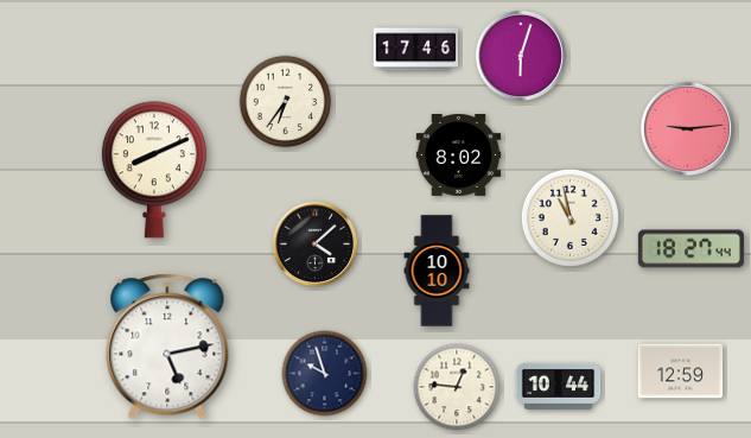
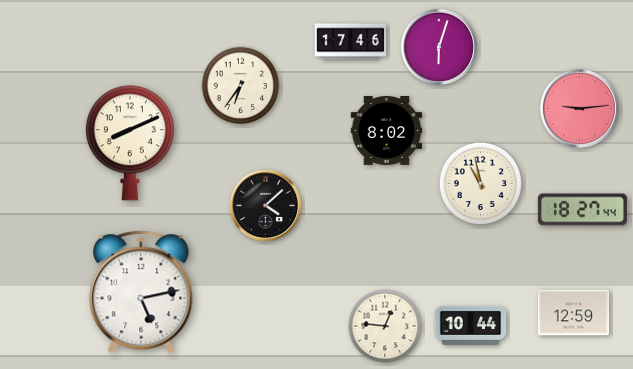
clock at (437, 271): 10:10 -> none
clock at (325, 374): 9:57 -> none
